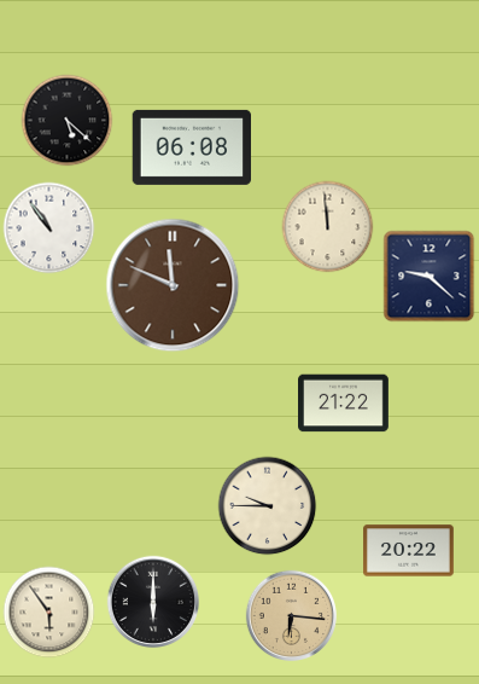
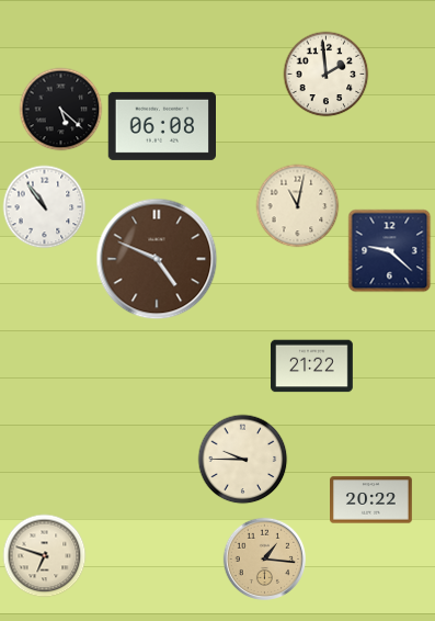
clock at (327, 75): none -> 1:59
clock at (191, 147) position: (191, 147) -> (161, 126)
clock at (328, 227): 11:59 -> 11:02
clock at (173, 285): 11:49 -> 4:49
clock at (153, 602): 6:00 -> none
clock at (49, 613): 5:54 -> 6:48
clock at (291, 615): 6:16 -> 1:16
